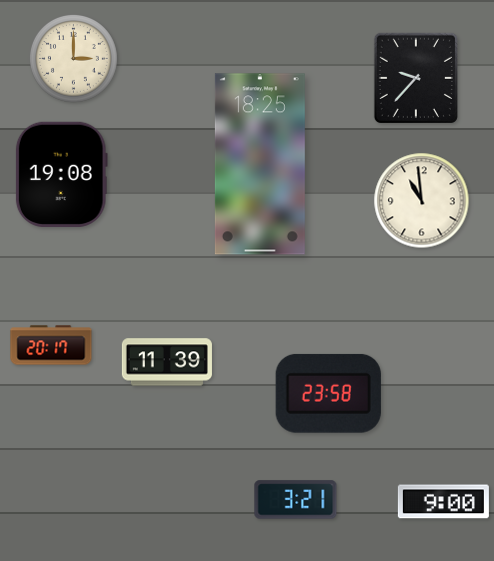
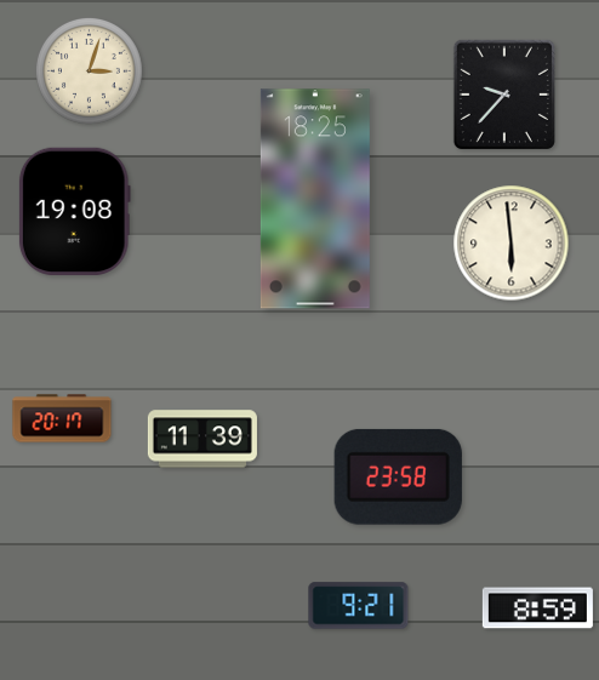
clock at (73, 58): 3:00 -> 3:03
clock at (422, 201): 10:59 -> 5:59
clock at (296, 500): 3:21 -> 9:21
clock at (443, 502): 9:00 -> 8:59
